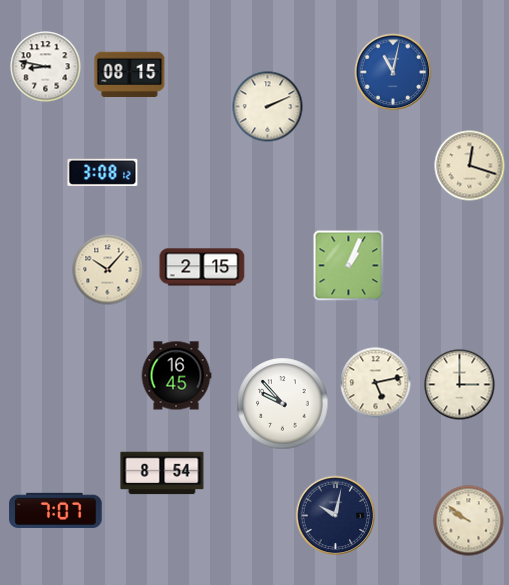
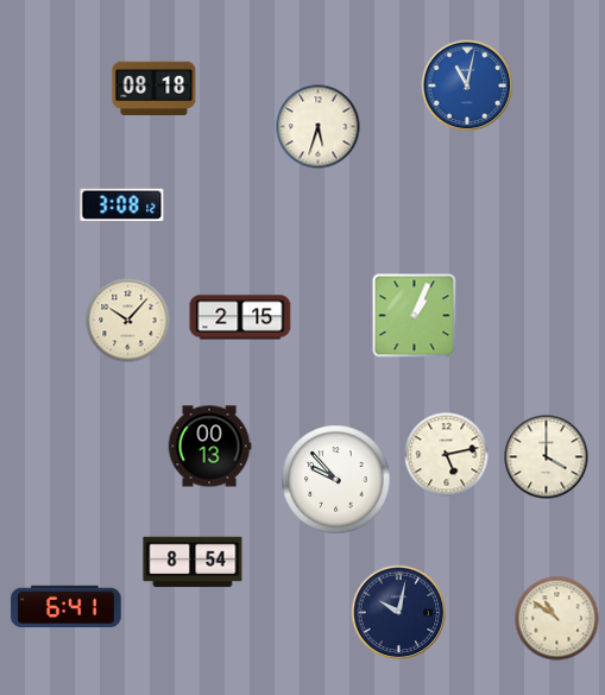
clock at (46, 67): 8:47 -> none
clock at (130, 75): 08:15 -> 08:18
clock at (268, 107): 2:11 -> 5:33
clock at (470, 166): 12:18 -> none
clock at (176, 376): 16:45 -> 00:13
clock at (460, 385): 3:00 -> 4:00
clock at (56, 510): 7:07 -> 6:41
clock at (469, 521): 9:51 -> 10:51
